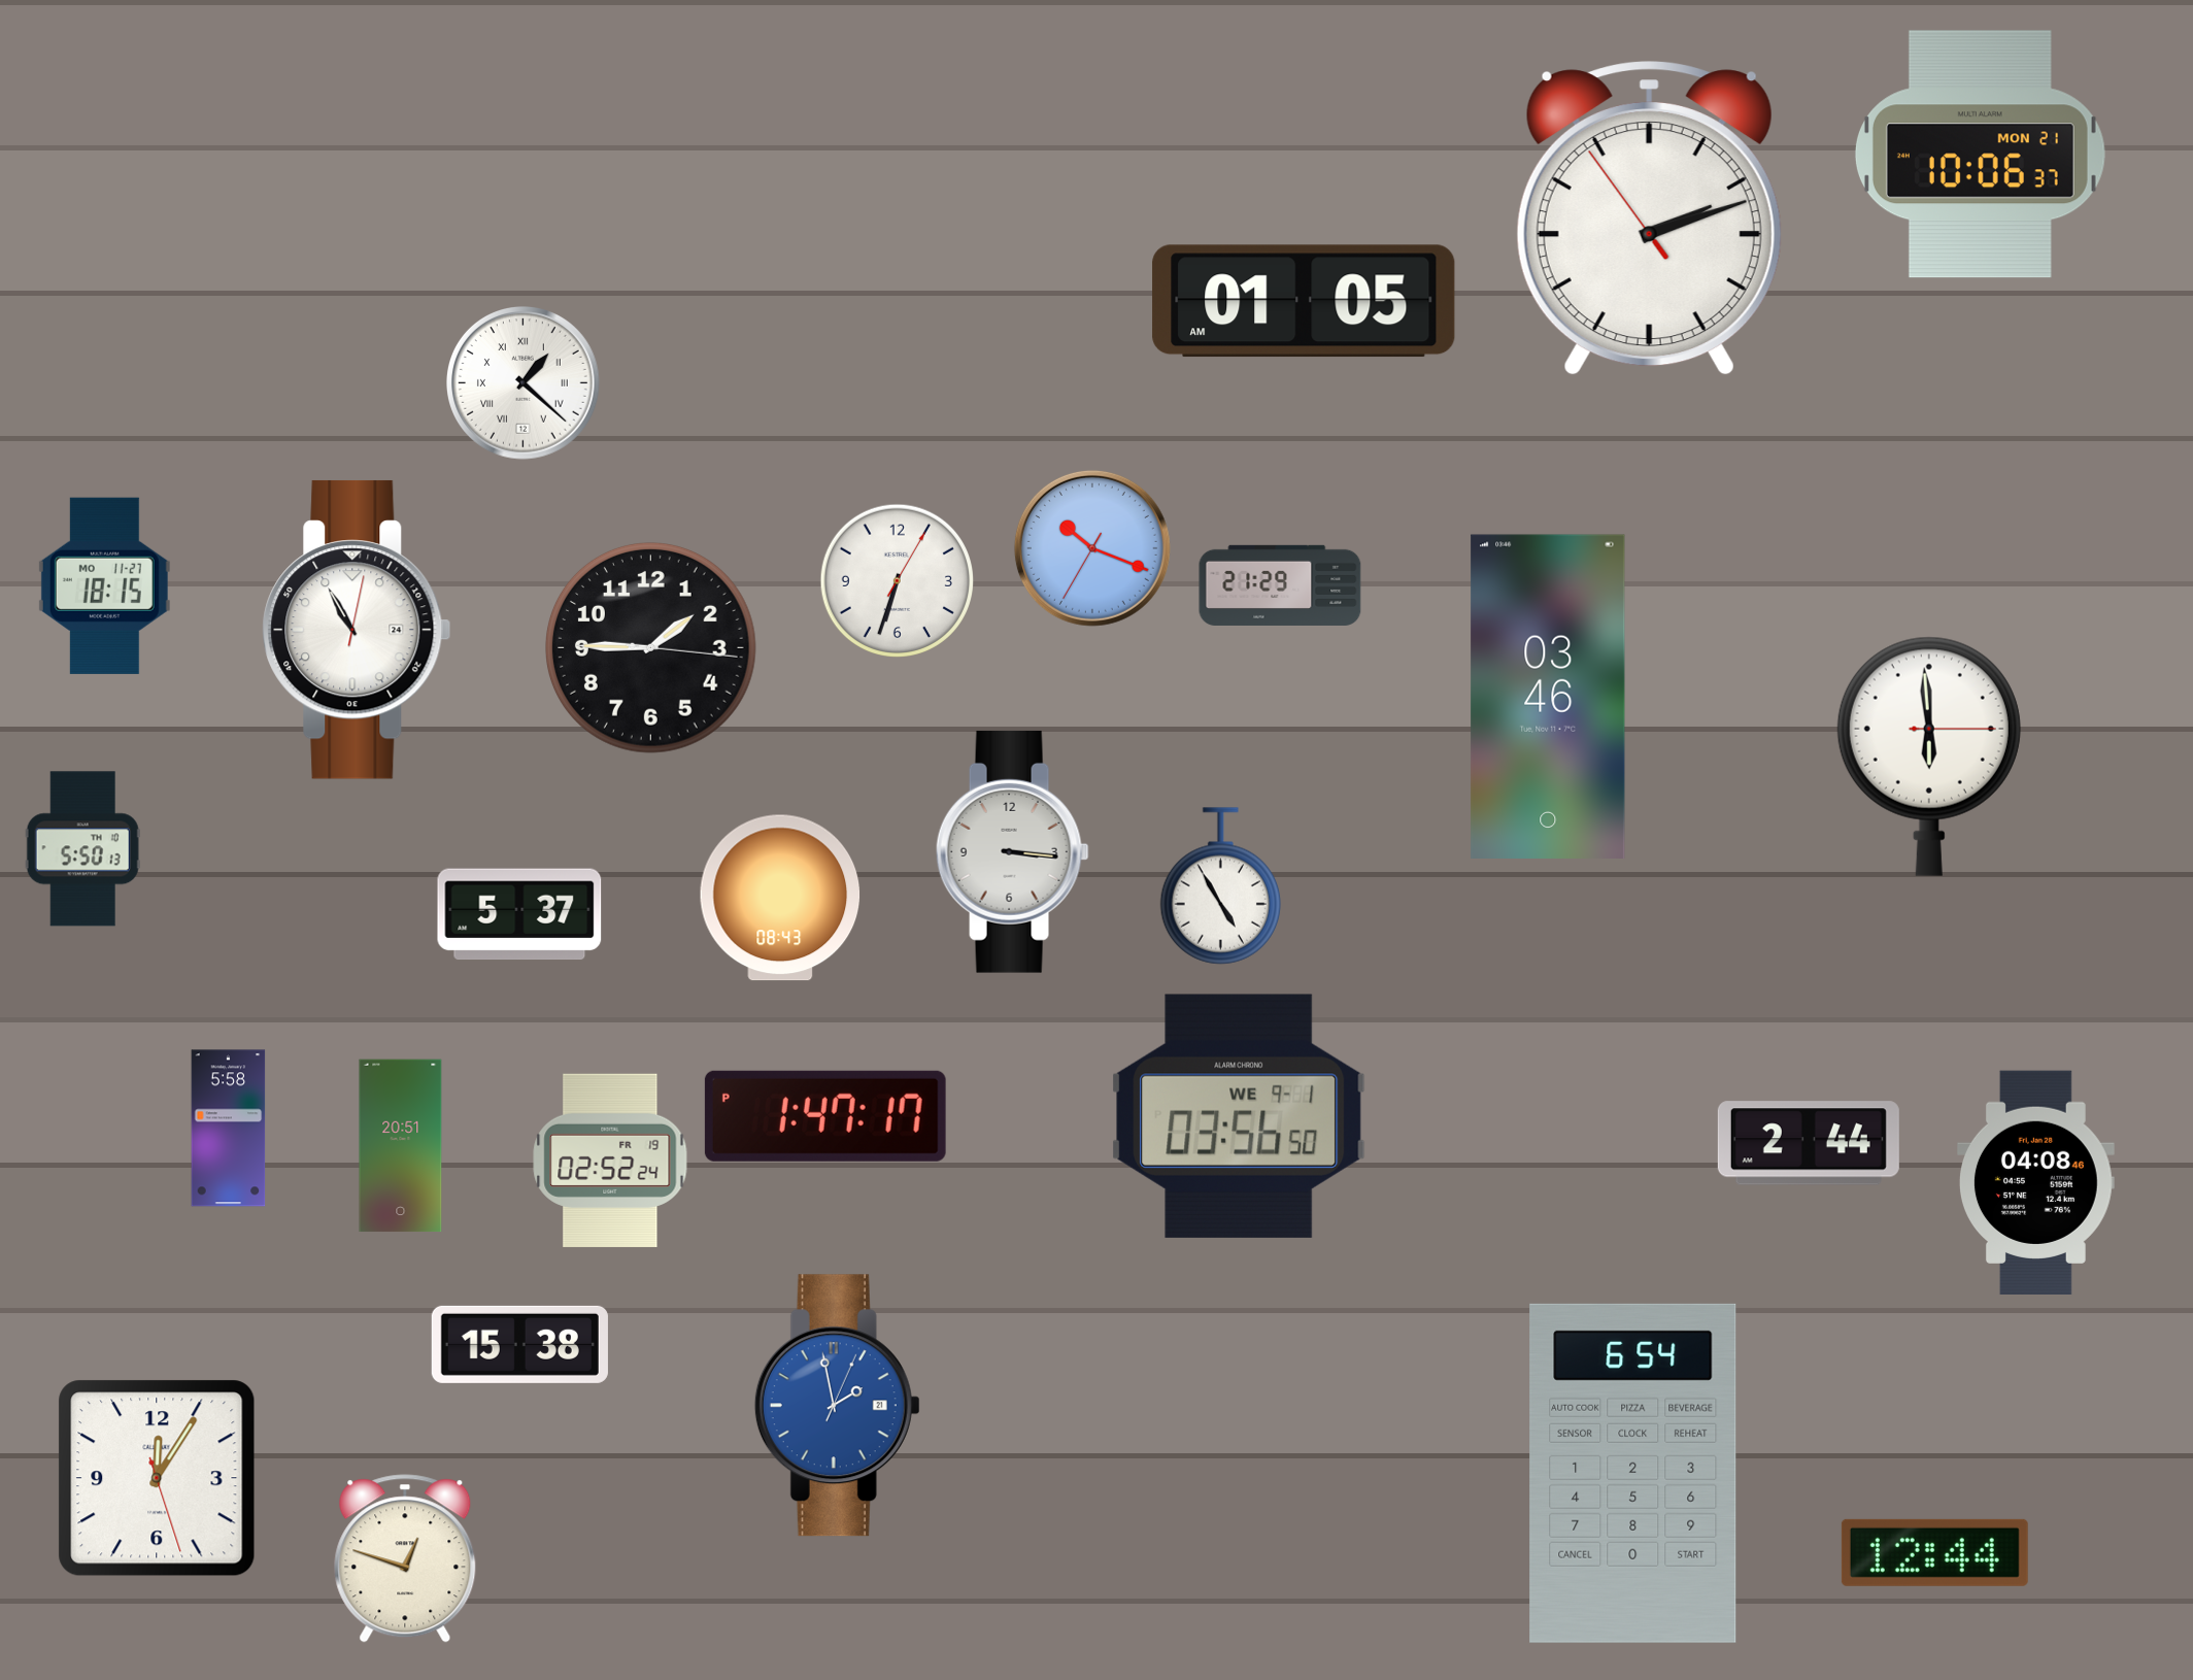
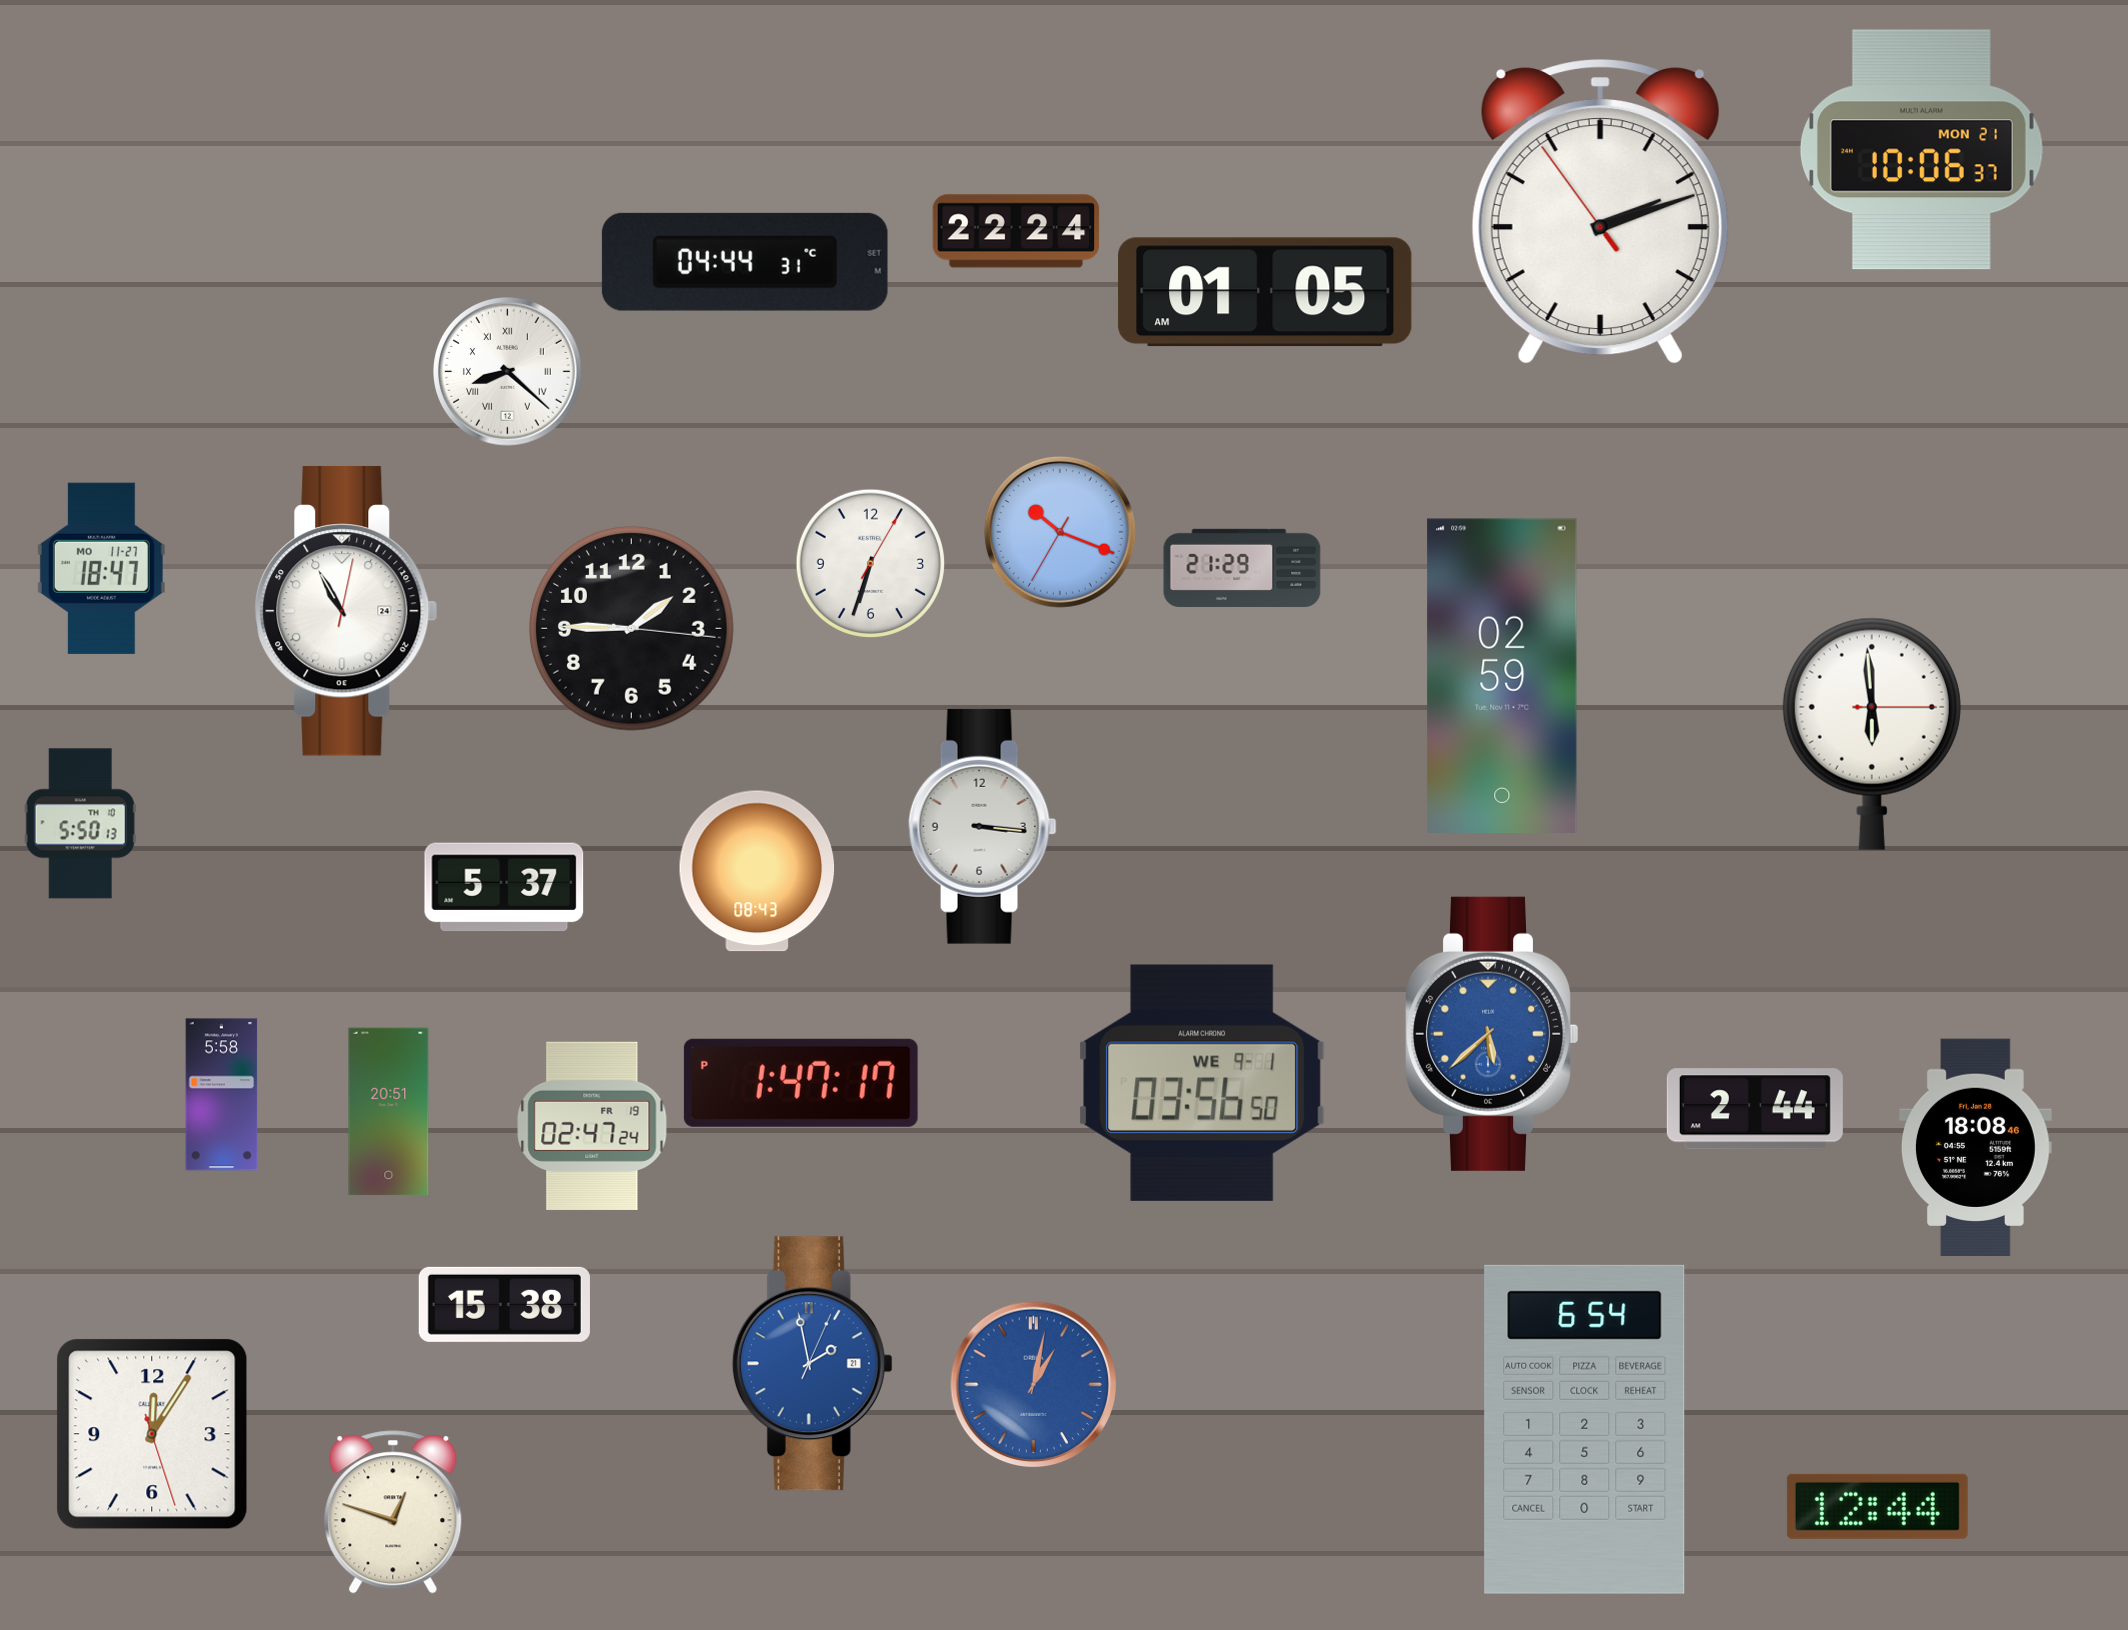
clock at (1016, 231): none -> 22:24
clock at (745, 262): none -> 04:44
clock at (524, 383): 1:22 -> 8:22
clock at (104, 585): 18:15 -> 18:47
clock at (1548, 696): 03:46 -> 02:59
clock at (1220, 886): 4:55 -> none
clock at (1492, 1034): none -> 5:38
clock at (610, 1160): 02:52 -> 02:47
clock at (2036, 1182): 04:08 -> 18:08
clock at (1034, 1385): none -> 1:02
